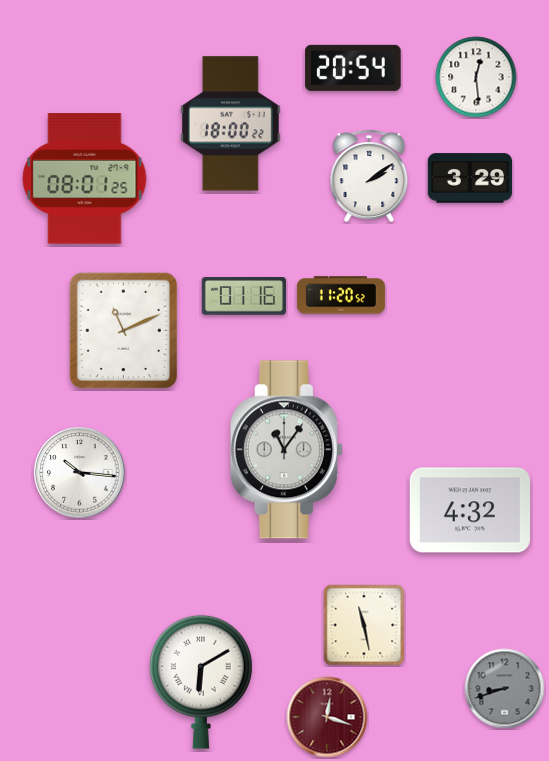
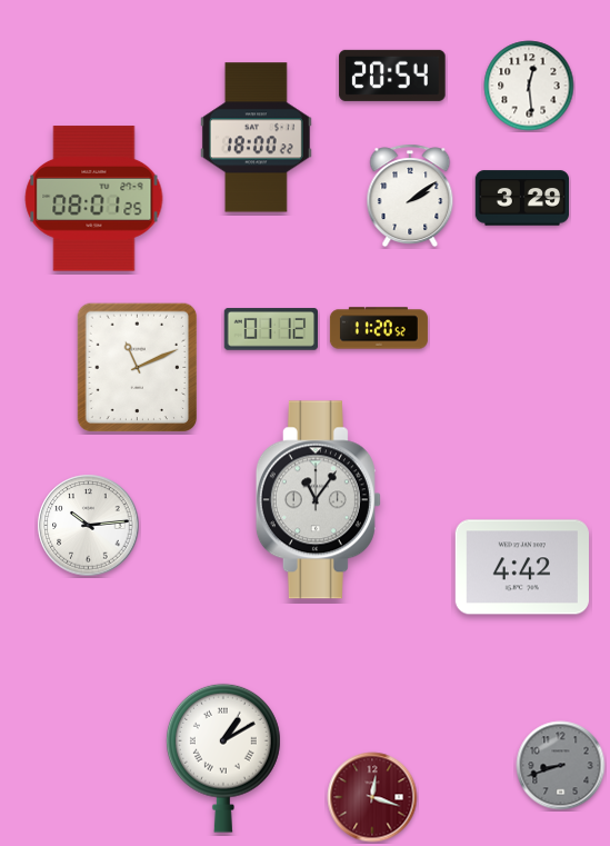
clock at (243, 296): 01:16 -> 01:12
clock at (80, 473): 10:16 -> 10:14
clock at (470, 510): 4:32 -> 4:42
clock at (364, 625): 11:28 -> none
clock at (201, 682): 6:10 -> 1:10
clock at (327, 717) position: (327, 717) -> (372, 797)
